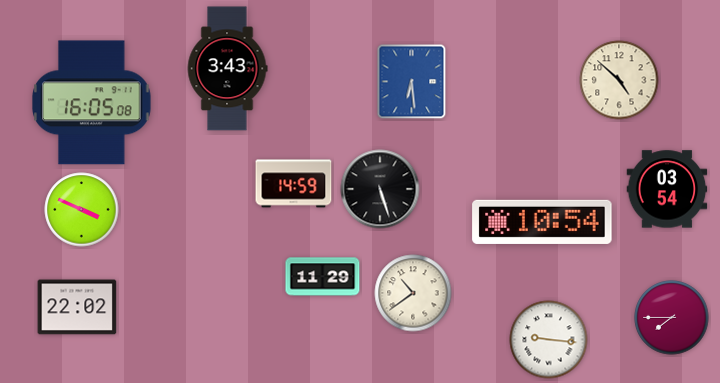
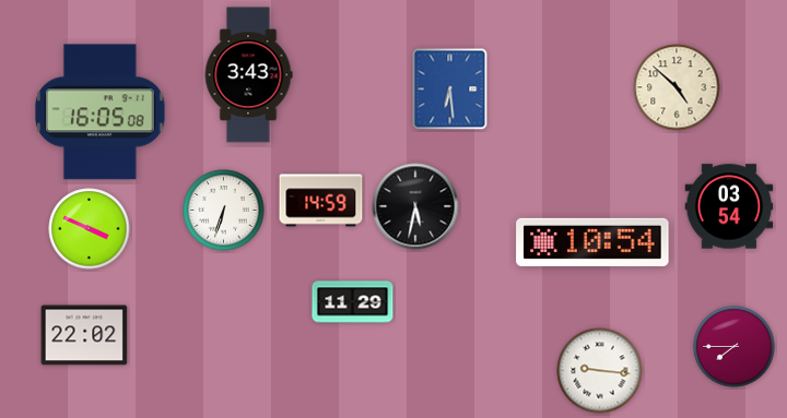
clock at (380, 189): 5:27 -> 5:32
clock at (224, 211): none -> 6:33
clock at (413, 293): 10:39 -> none
